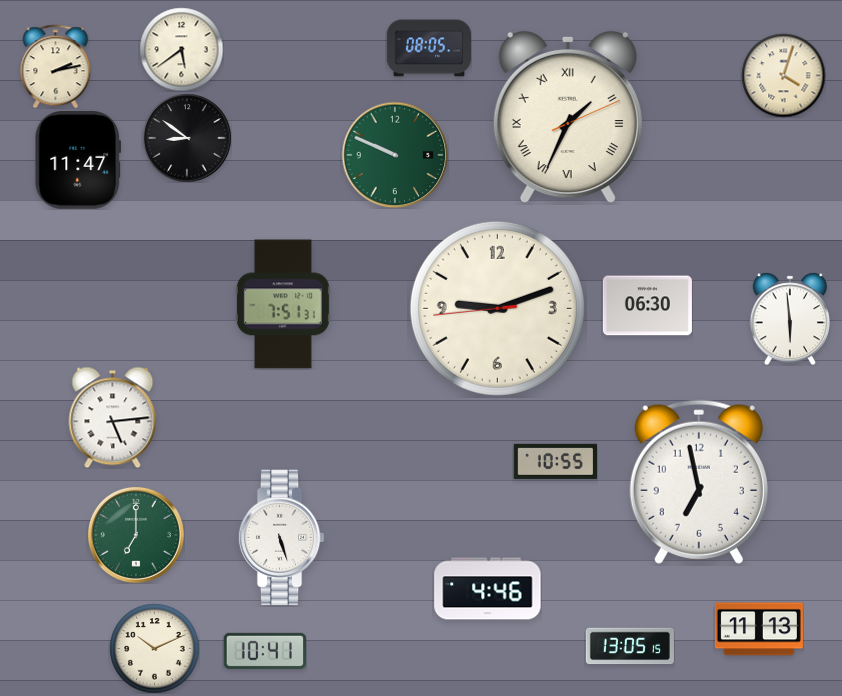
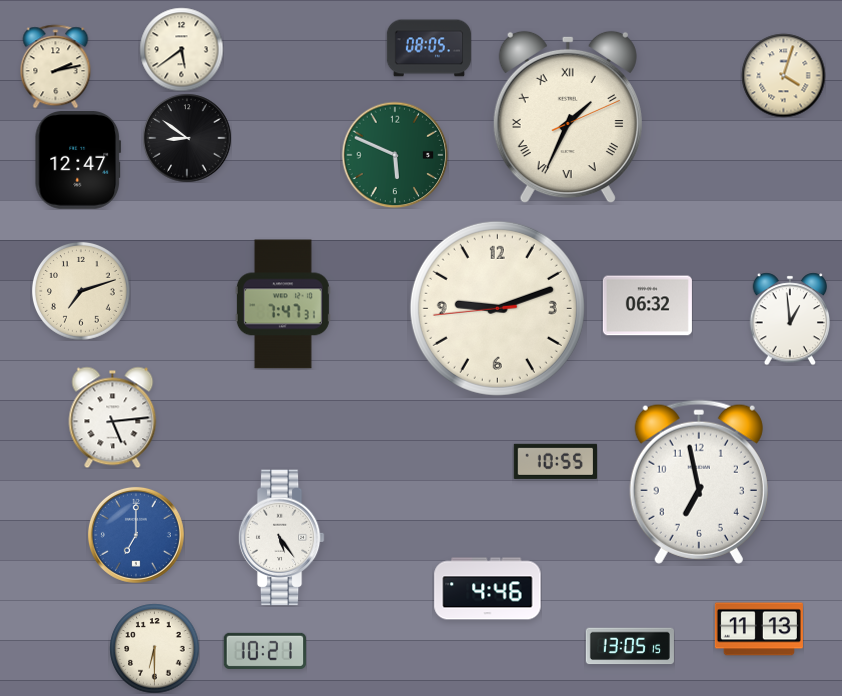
clock at (395, 155): 9:49 -> 5:49
clock at (78, 161): 11:47 -> 12:47
clock at (81, 291): none -> 7:12
clock at (283, 304): 7:51 -> 7:47
clock at (647, 306): 06:30 -> 06:32
clock at (790, 319): 5:59 -> 12:59
clock at (136, 535) dial: green -> blue
clock at (281, 538): 5:27 -> 5:24
clock at (154, 648): 10:11 -> 6:30
clock at (265, 651): 10:41 -> 10:21
